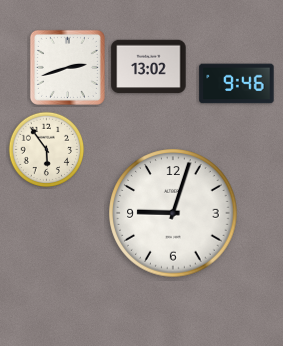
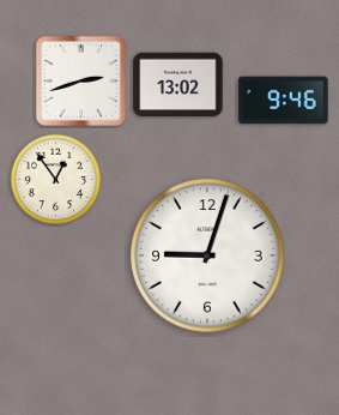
clock at (149, 67) position: (149, 67) -> (178, 85)
clock at (47, 150): 5:54 -> 12:54
